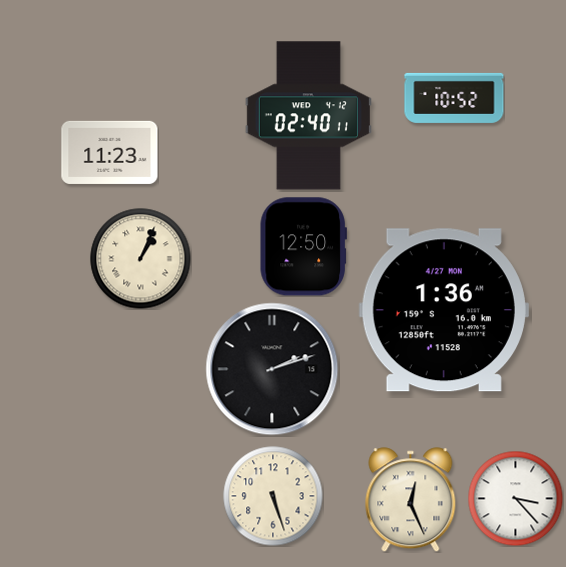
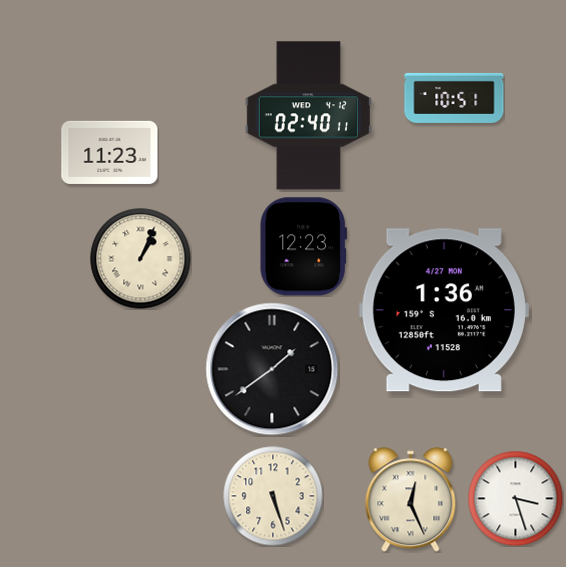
clock at (454, 98): 10:52 -> 10:51
clock at (303, 247): 12:50 -> 12:23
clock at (272, 369): 2:12 -> 1:39
clock at (515, 498): 3:23 -> 3:27
